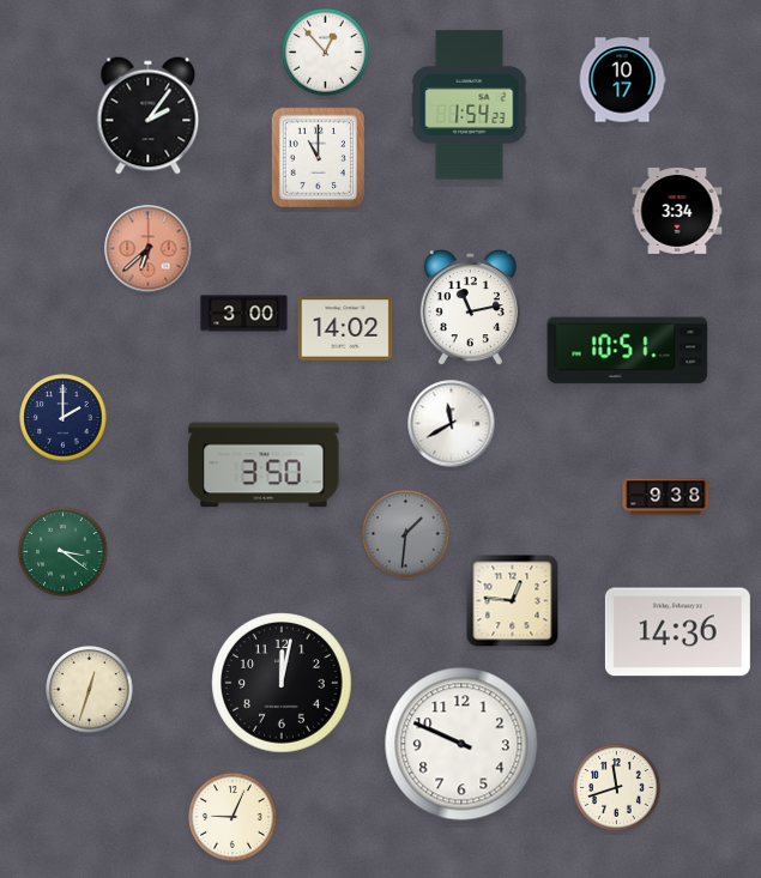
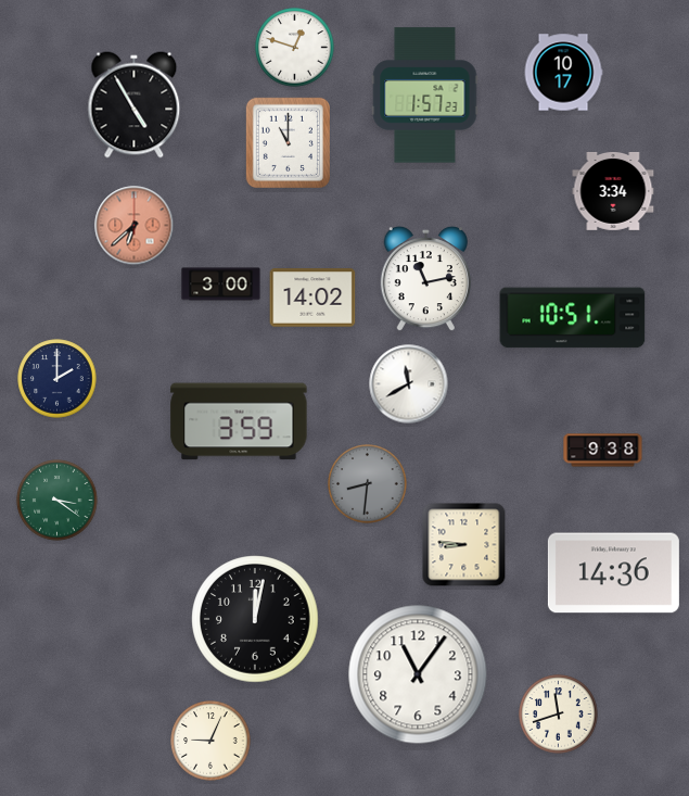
clock at (326, 53): 12:53 -> 12:48
clock at (470, 105): 1:54 -> 1:57
clock at (149, 116): 2:06 -> 4:55
clock at (628, 351) position: (628, 351) -> (573, 318)
clock at (264, 465): 3:50 -> 3:59
clock at (406, 534): 1:31 -> 8:31
clock at (513, 601): 12:46 -> 8:46
clock at (90, 690): 12:33 -> none
clock at (461, 744): 9:49 -> 11:06
